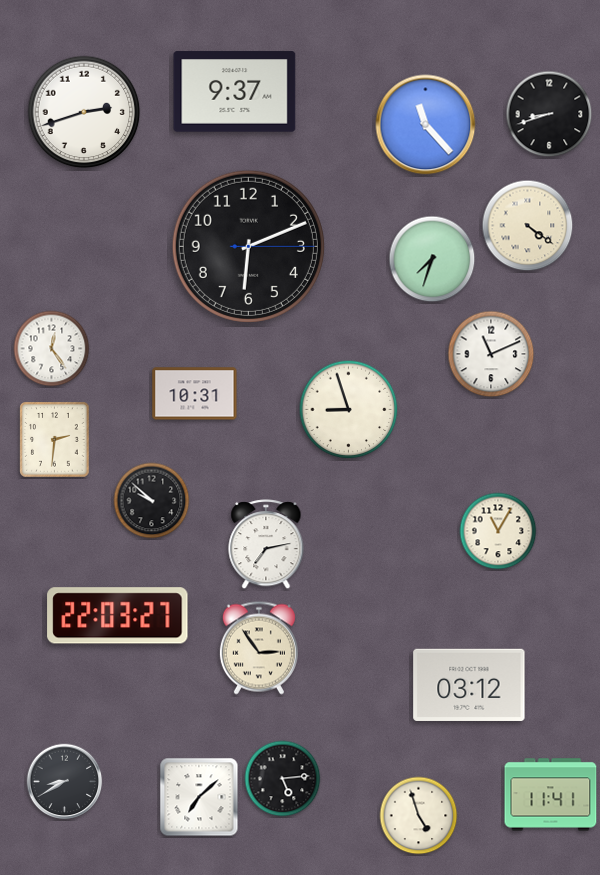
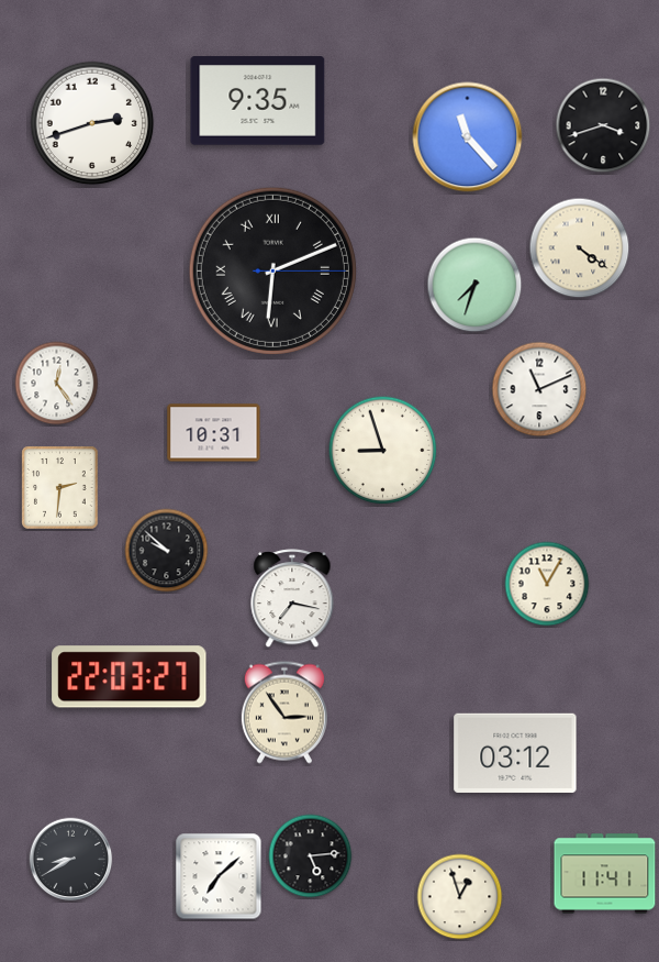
clock at (235, 92): 9:37 -> 9:35
clock at (549, 114): 8:42 -> 3:42
clock at (248, 246) numerals: Arabic -> Roman
clock at (55, 440) position: (55, 440) -> (60, 488)
clock at (266, 545): 7:13 -> 7:17
clock at (419, 816): 4:57 -> 12:57
